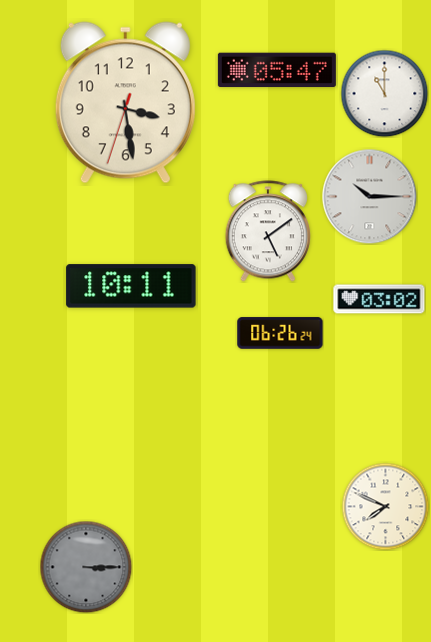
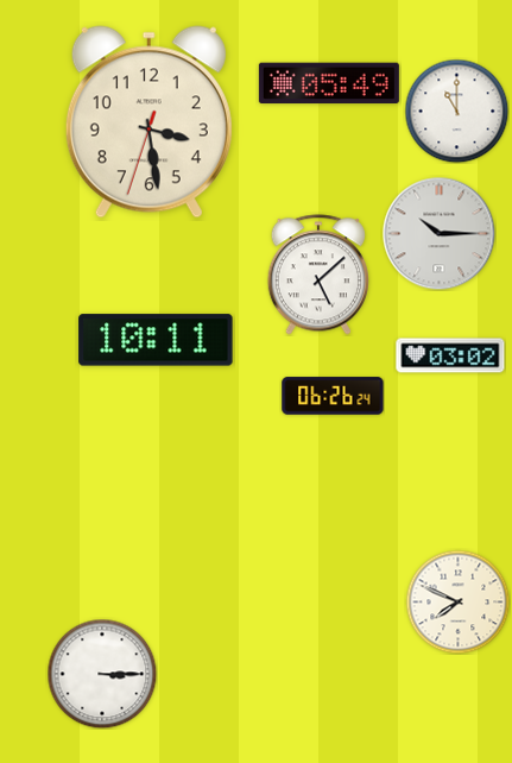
clock at (277, 70): 05:47 -> 05:49
clock at (268, 231): 5:09 -> 5:08
clock at (86, 567) dial: grey -> white
